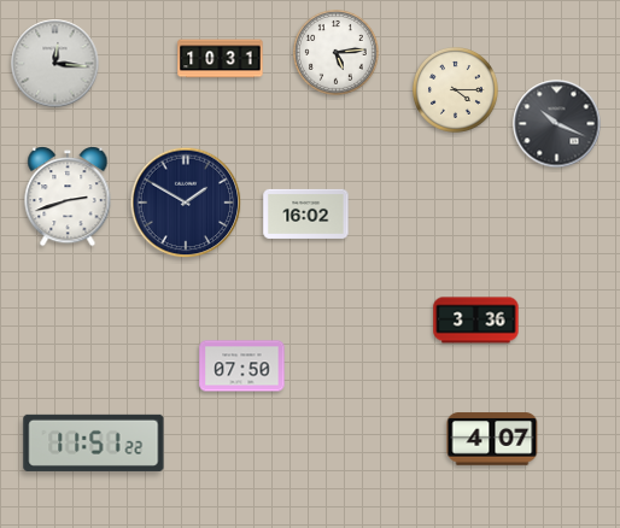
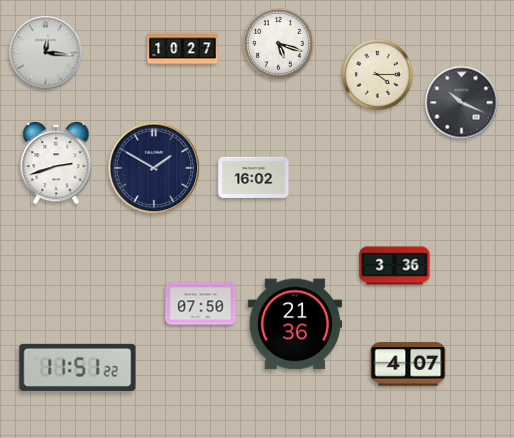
clock at (337, 53): 5:14 -> 5:18
clock at (221, 59): 10:31 -> 10:27
clock at (295, 324): none -> 21:36
